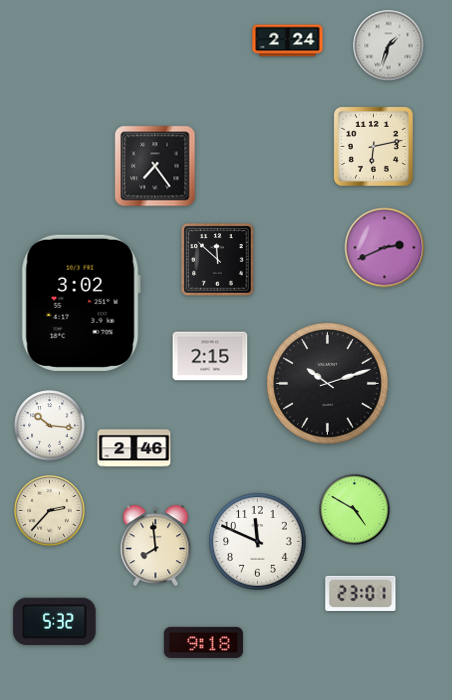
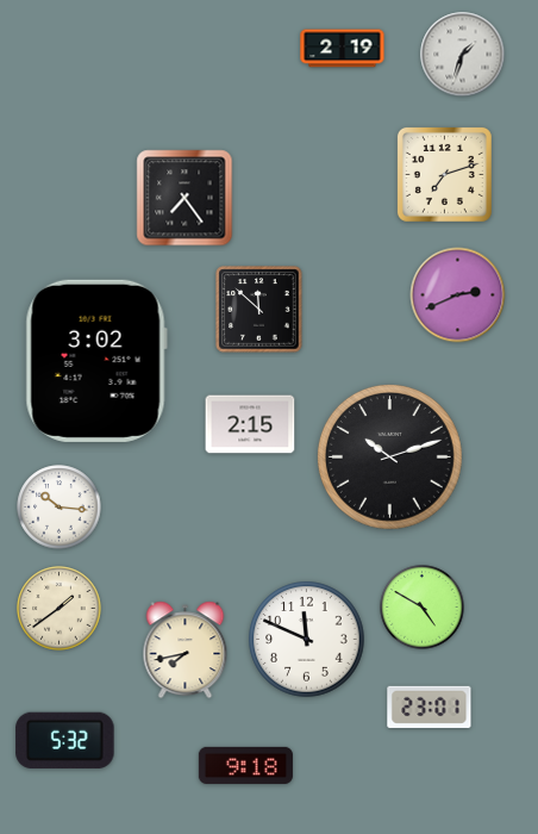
clock at (288, 41): 2:24 -> 2:19
clock at (373, 146): 6:13 -> 7:12
clock at (134, 448): 2:46 -> none
clock at (50, 511): 2:37 -> 1:39
clock at (258, 542) position: (258, 542) -> (307, 640)
clock at (156, 546): 7:59 -> 7:43
clock at (203, 642) position: (203, 642) -> (245, 765)
